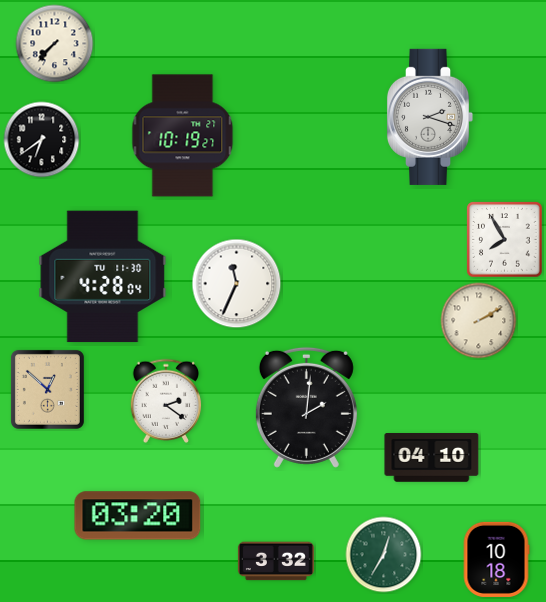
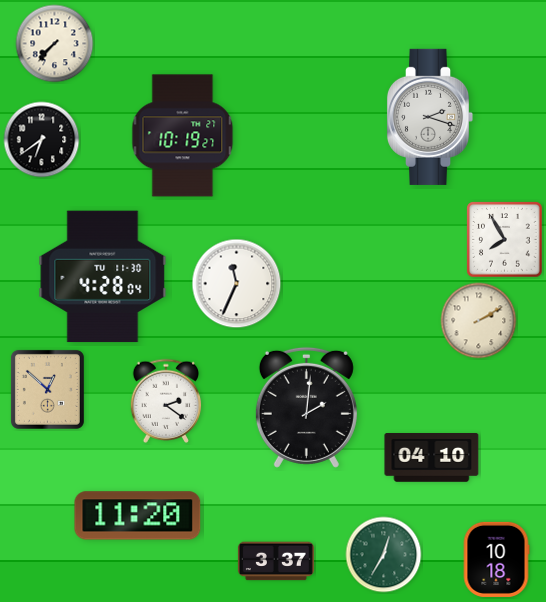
clock at (138, 516): 03:20 -> 11:20
clock at (276, 561): 3:32 -> 3:37
